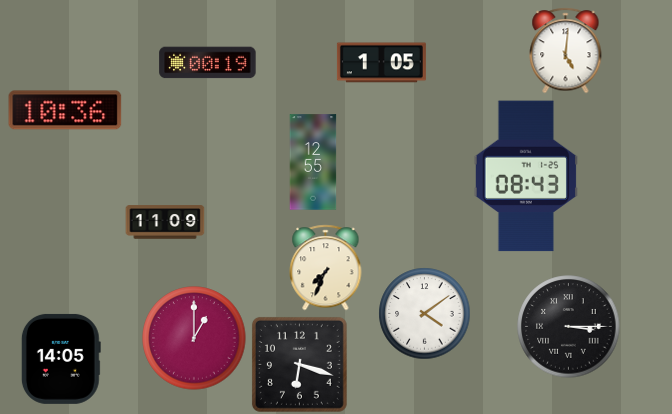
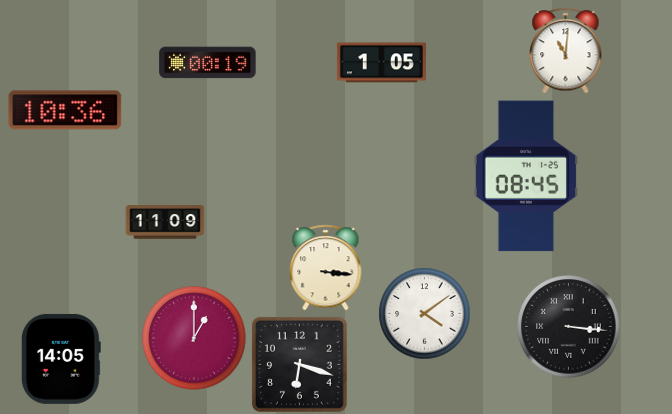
clock at (566, 51): 5:01 -> 11:01
clock at (313, 162): 12:55 -> none
clock at (525, 176): 08:43 -> 08:45
clock at (326, 268): 7:34 -> 3:16
clock at (569, 327): 3:15 -> 3:16
